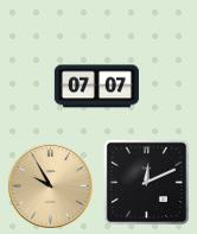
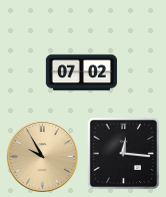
clock at (96, 87): 07:07 -> 07:02
clock at (147, 183): 12:11 -> 12:16
